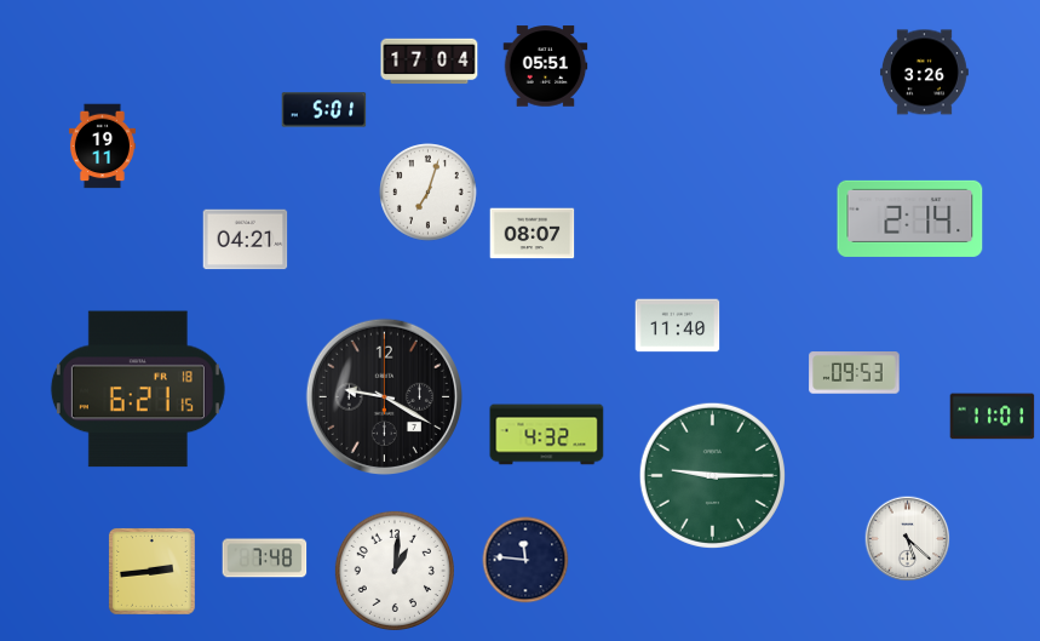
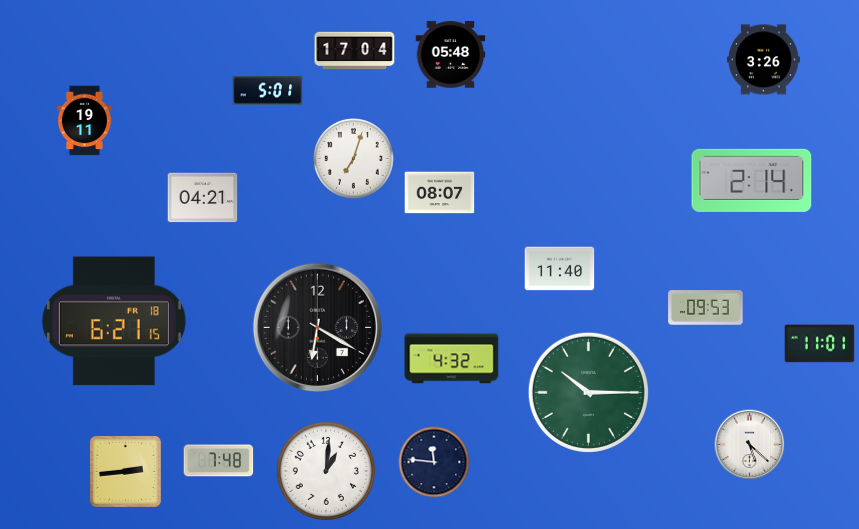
clock at (546, 67): 05:51 -> 05:48
clock at (384, 396): 9:20 -> 6:20
clock at (712, 475): 9:15 -> 10:15
